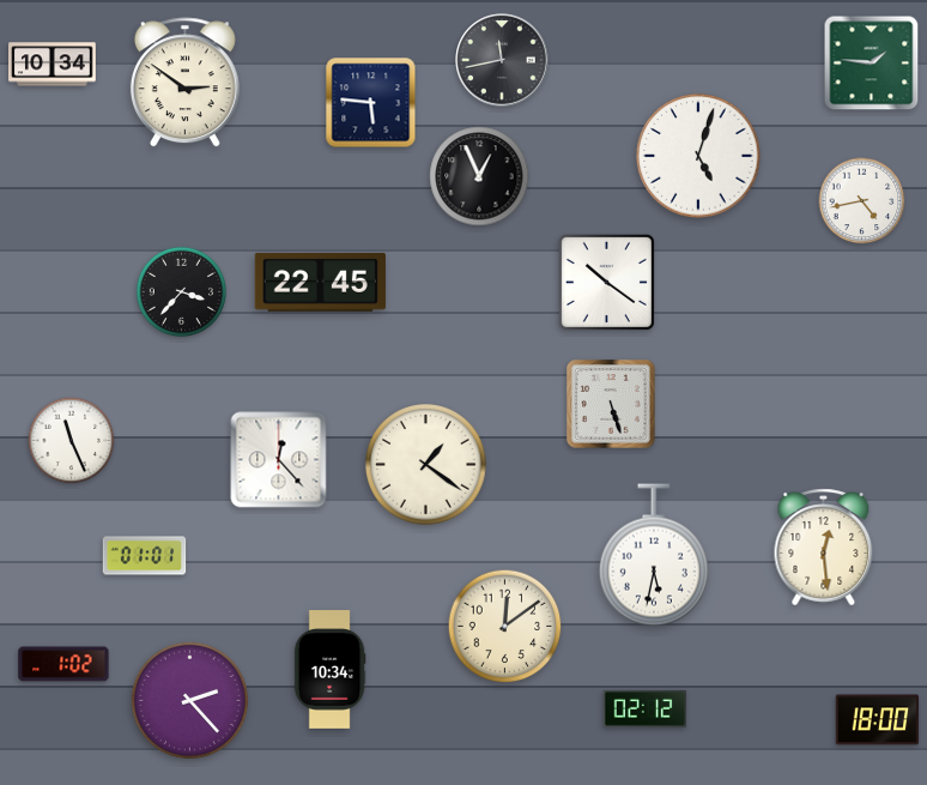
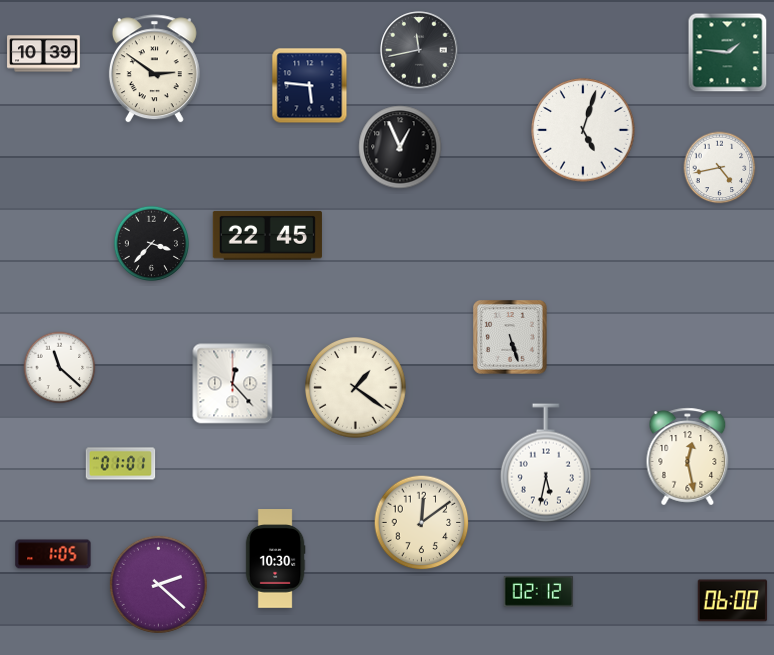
clock at (53, 65): 10:34 -> 10:39
clock at (606, 282): 10:21 -> none
clock at (72, 441): 11:26 -> 11:22
clock at (824, 548): 12:29 -> 12:28
clock at (63, 664): 1:02 -> 1:05
clock at (329, 670): 10:34 -> 10:30
clock at (189, 700): 2:23 -> 2:22
clock at (878, 720): 18:00 -> 06:00
